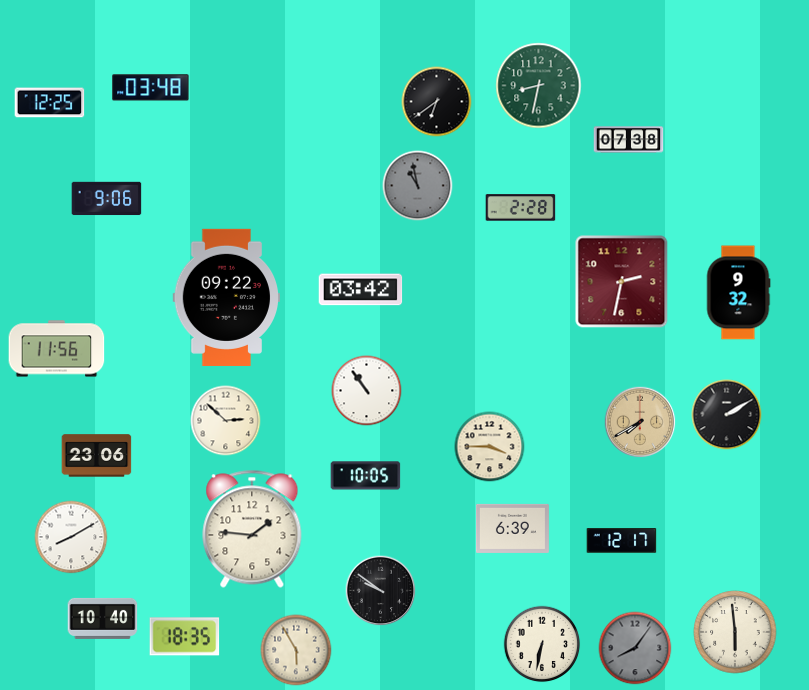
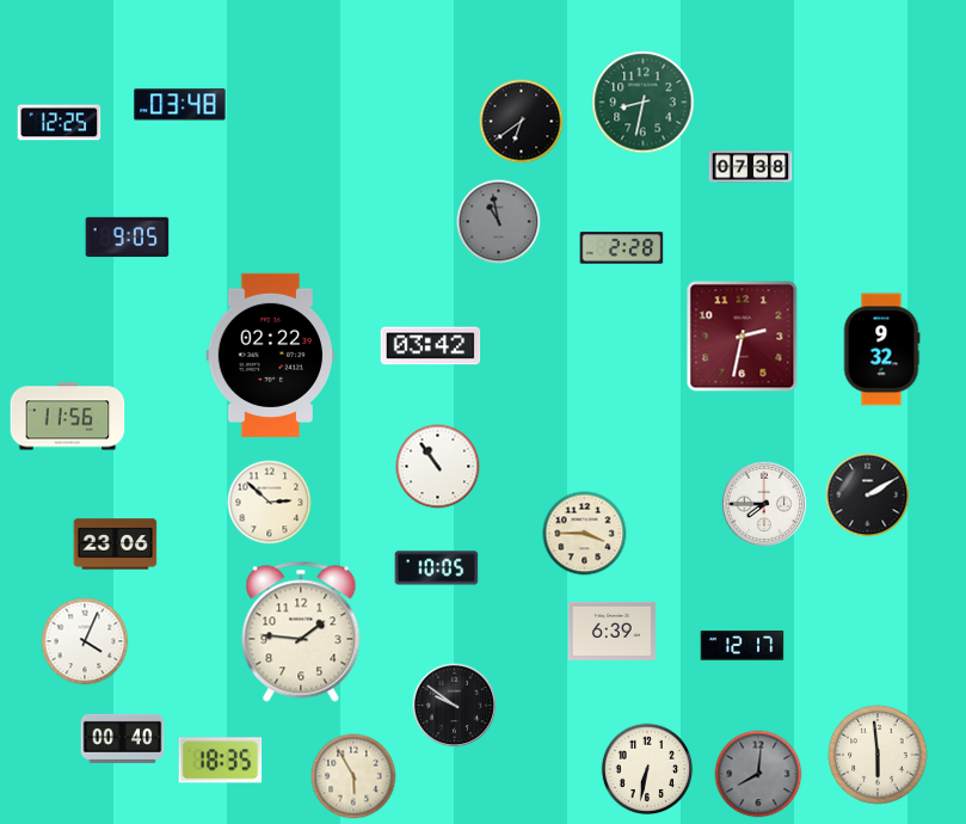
clock at (107, 199): 9:06 -> 9:05
clock at (226, 297): 09:22 -> 02:22
clock at (640, 422): 7:40 -> 7:45
clock at (640, 422) dial: champagne -> white
clock at (71, 537): 8:10 -> 4:04
clock at (103, 618): 10:40 -> 00:40
clock at (635, 648): 8:06 -> 8:01
